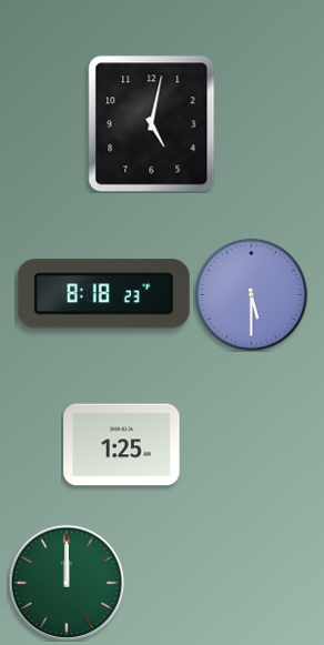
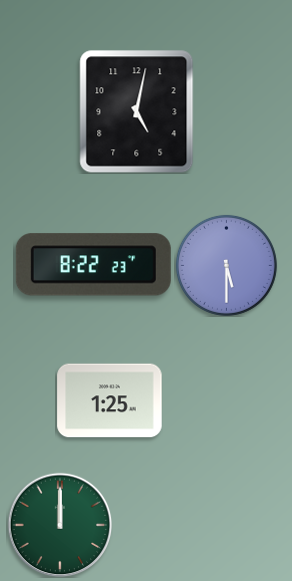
clock at (103, 294): 8:18 -> 8:22
